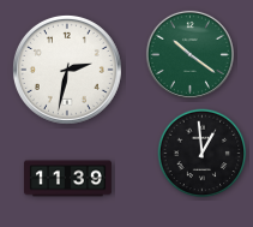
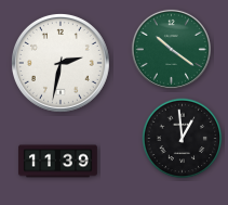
clock at (68, 179) position: (68, 179) -> (58, 162)
